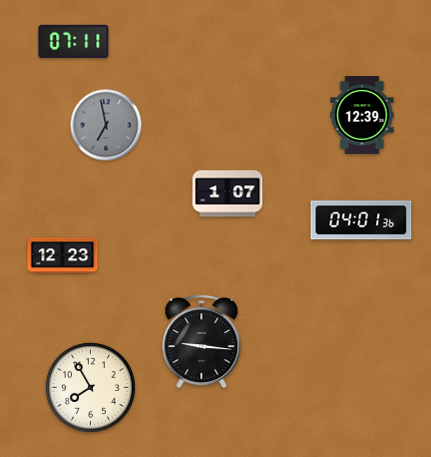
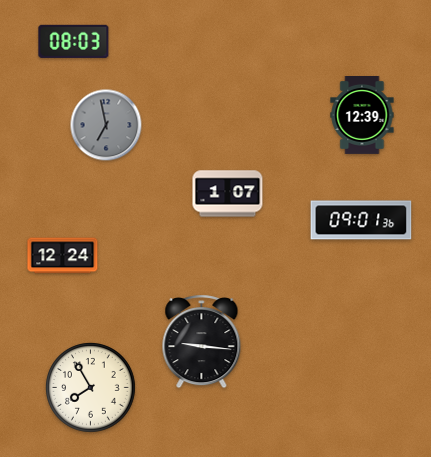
clock at (74, 41): 07:11 -> 08:03
clock at (361, 220): 04:01 -> 09:01
clock at (63, 256): 12:23 -> 12:24
